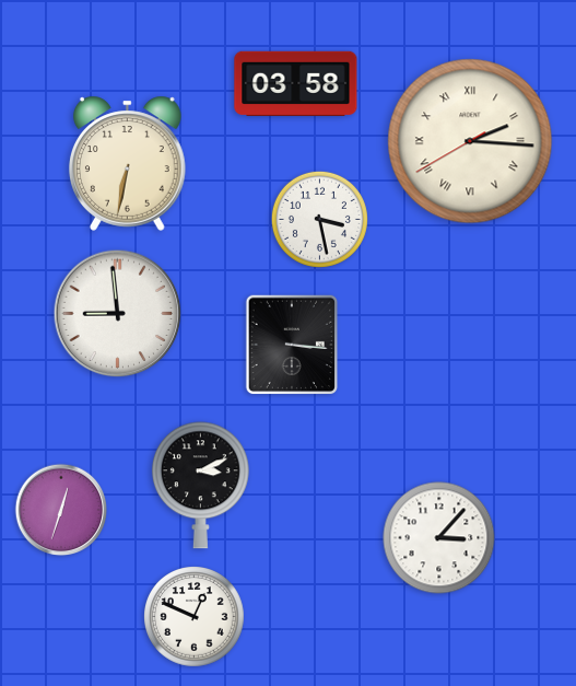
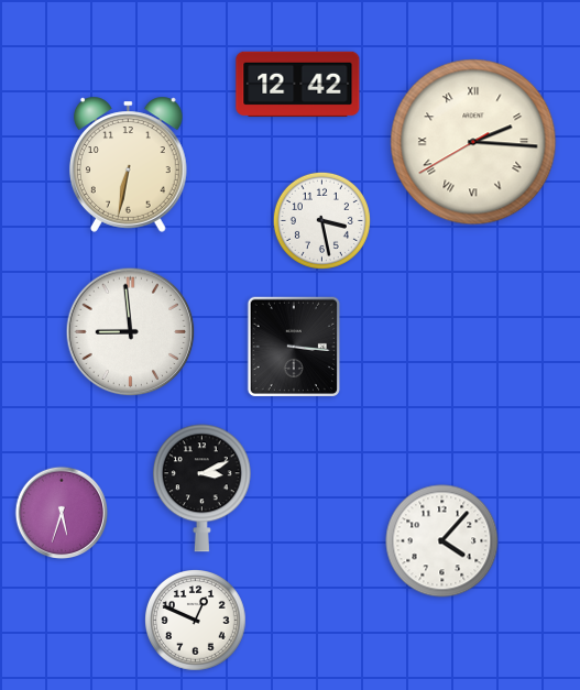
clock at (296, 83): 03:58 -> 12:42
clock at (118, 314) position: (118, 314) -> (131, 332)
clock at (61, 510): 12:33 -> 5:33
clock at (439, 538): 3:07 -> 4:07
